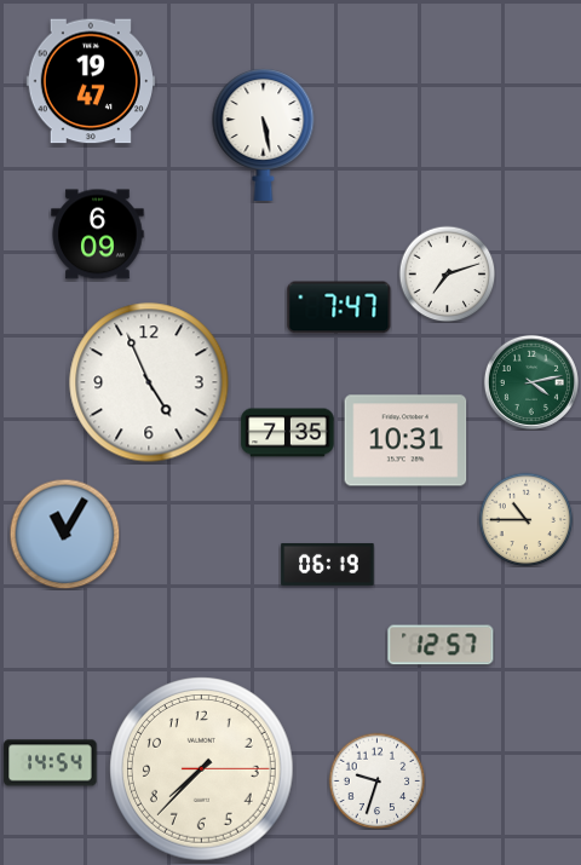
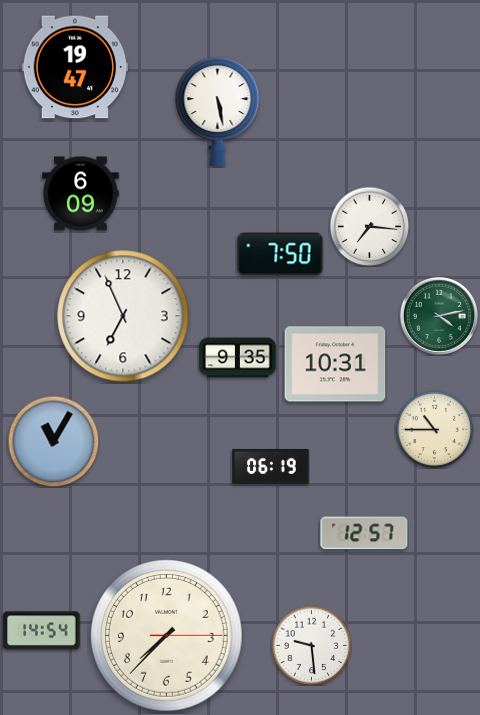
clock at (447, 273): 7:12 -> 7:16
clock at (339, 307): 7:47 -> 7:50
clock at (149, 382): 4:56 -> 6:56
clock at (288, 433): 7:35 -> 9:35
clock at (376, 780): 9:33 -> 9:29
